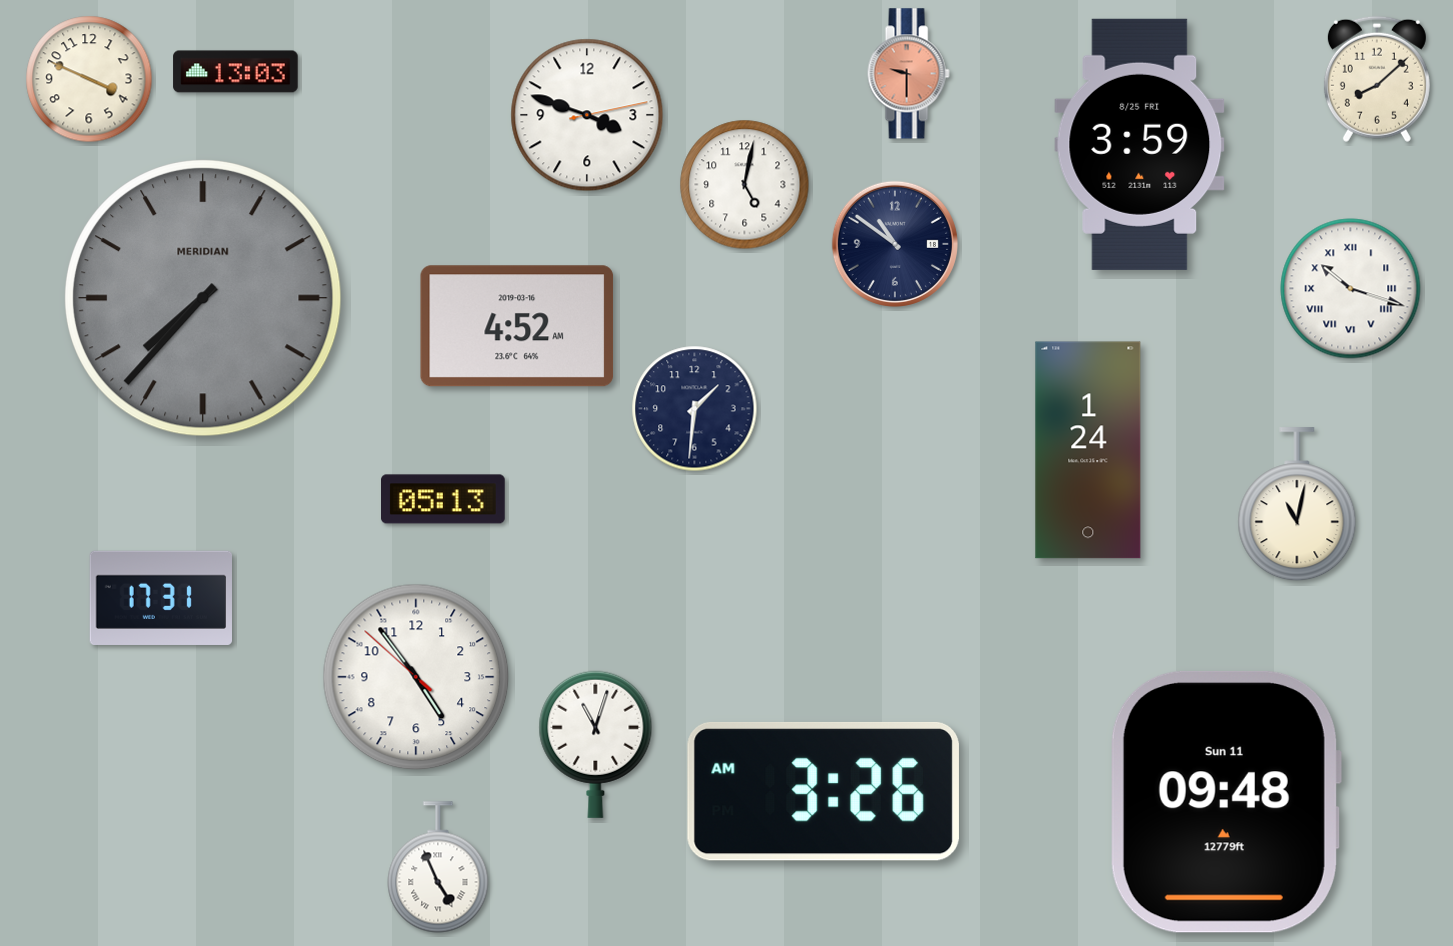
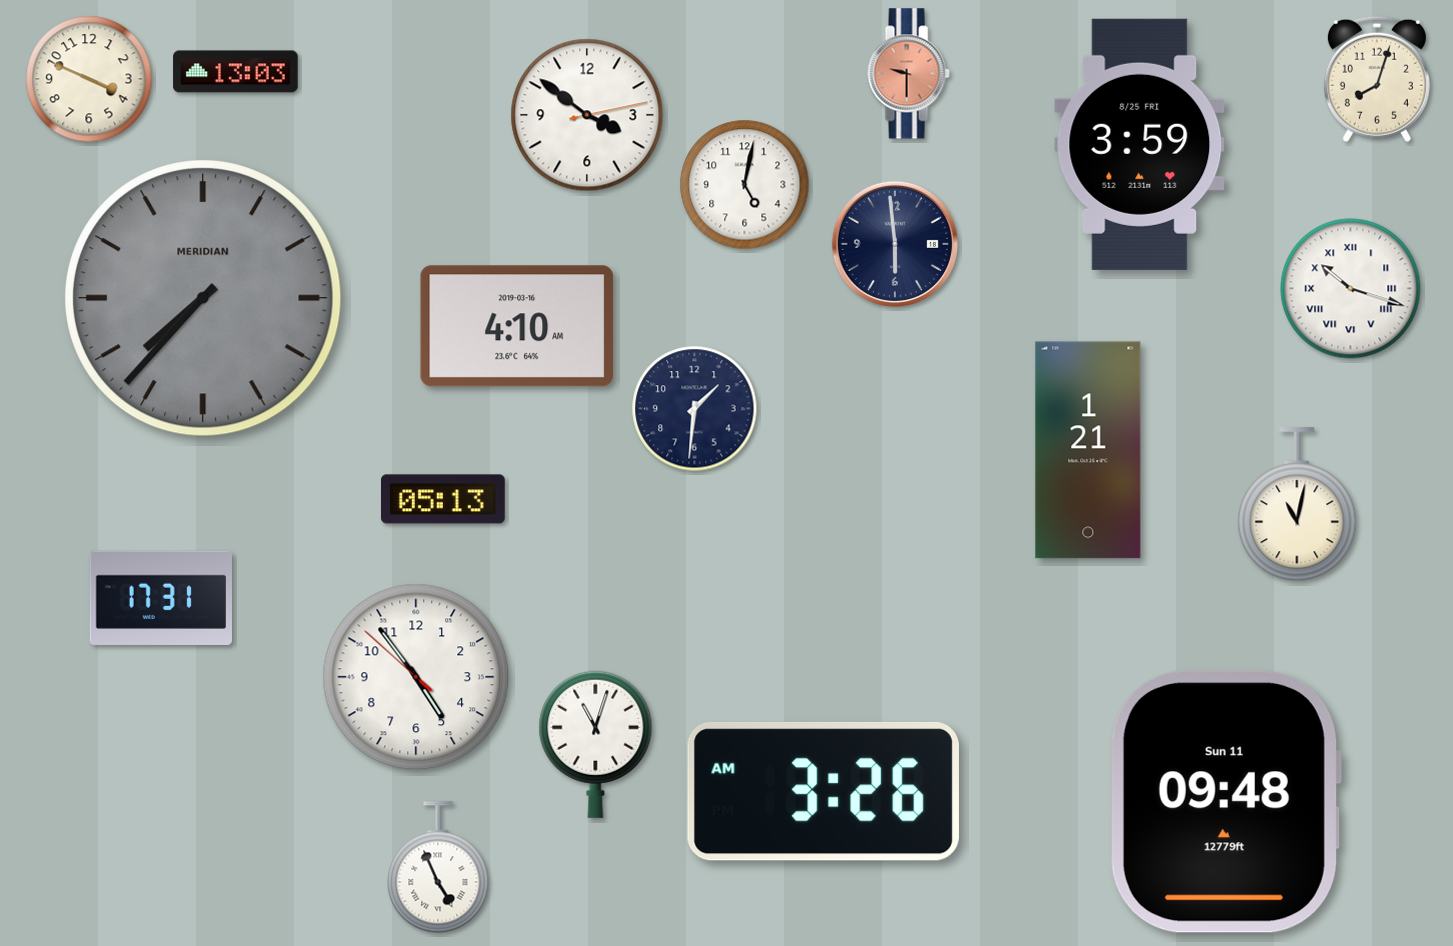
clock at (1377, 79): 8:08 -> 8:03
clock at (587, 115): 3:48 -> 3:51
clock at (895, 244): 10:51 -> 5:59
clock at (517, 326): 4:52 -> 4:10
clock at (1088, 450): 1:24 -> 1:21
